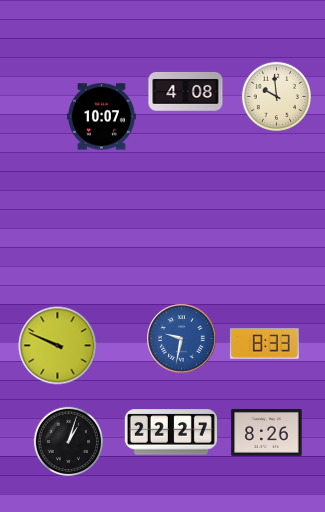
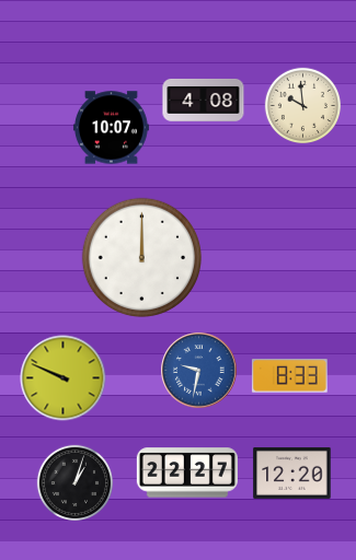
clock at (141, 257): none -> 12:00
clock at (267, 432): 8:26 -> 12:20
